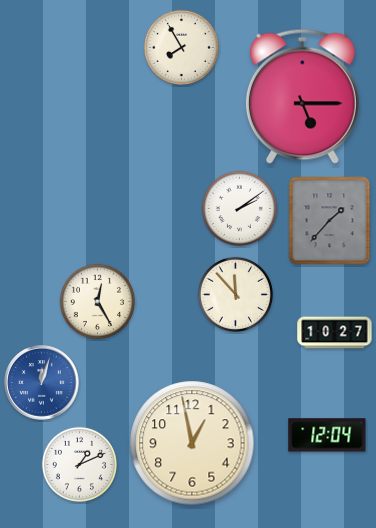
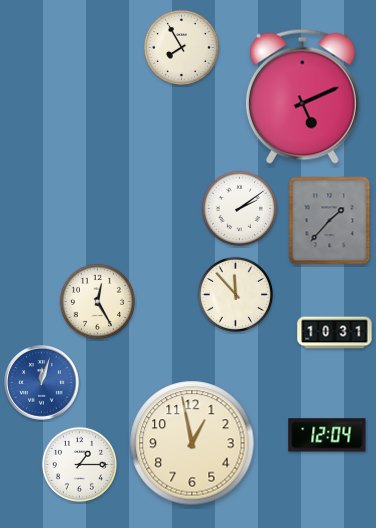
clock at (302, 96): 5:15 -> 5:11
clock at (335, 333): 10:27 -> 10:31
clock at (79, 464): 1:11 -> 1:15
